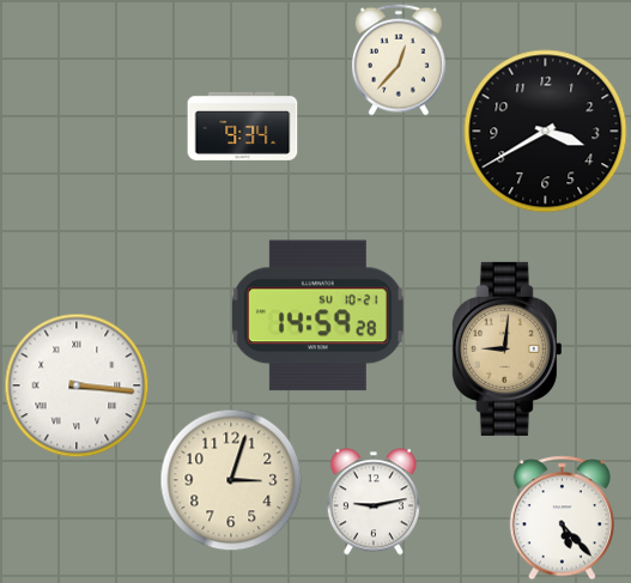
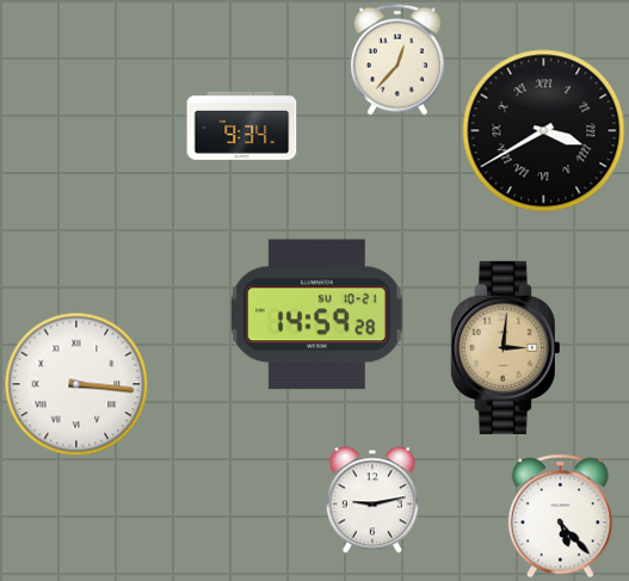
clock at (546, 132) numerals: Arabic -> Roman
clock at (506, 348): 9:01 -> 3:01
clock at (231, 480): 3:03 -> none
